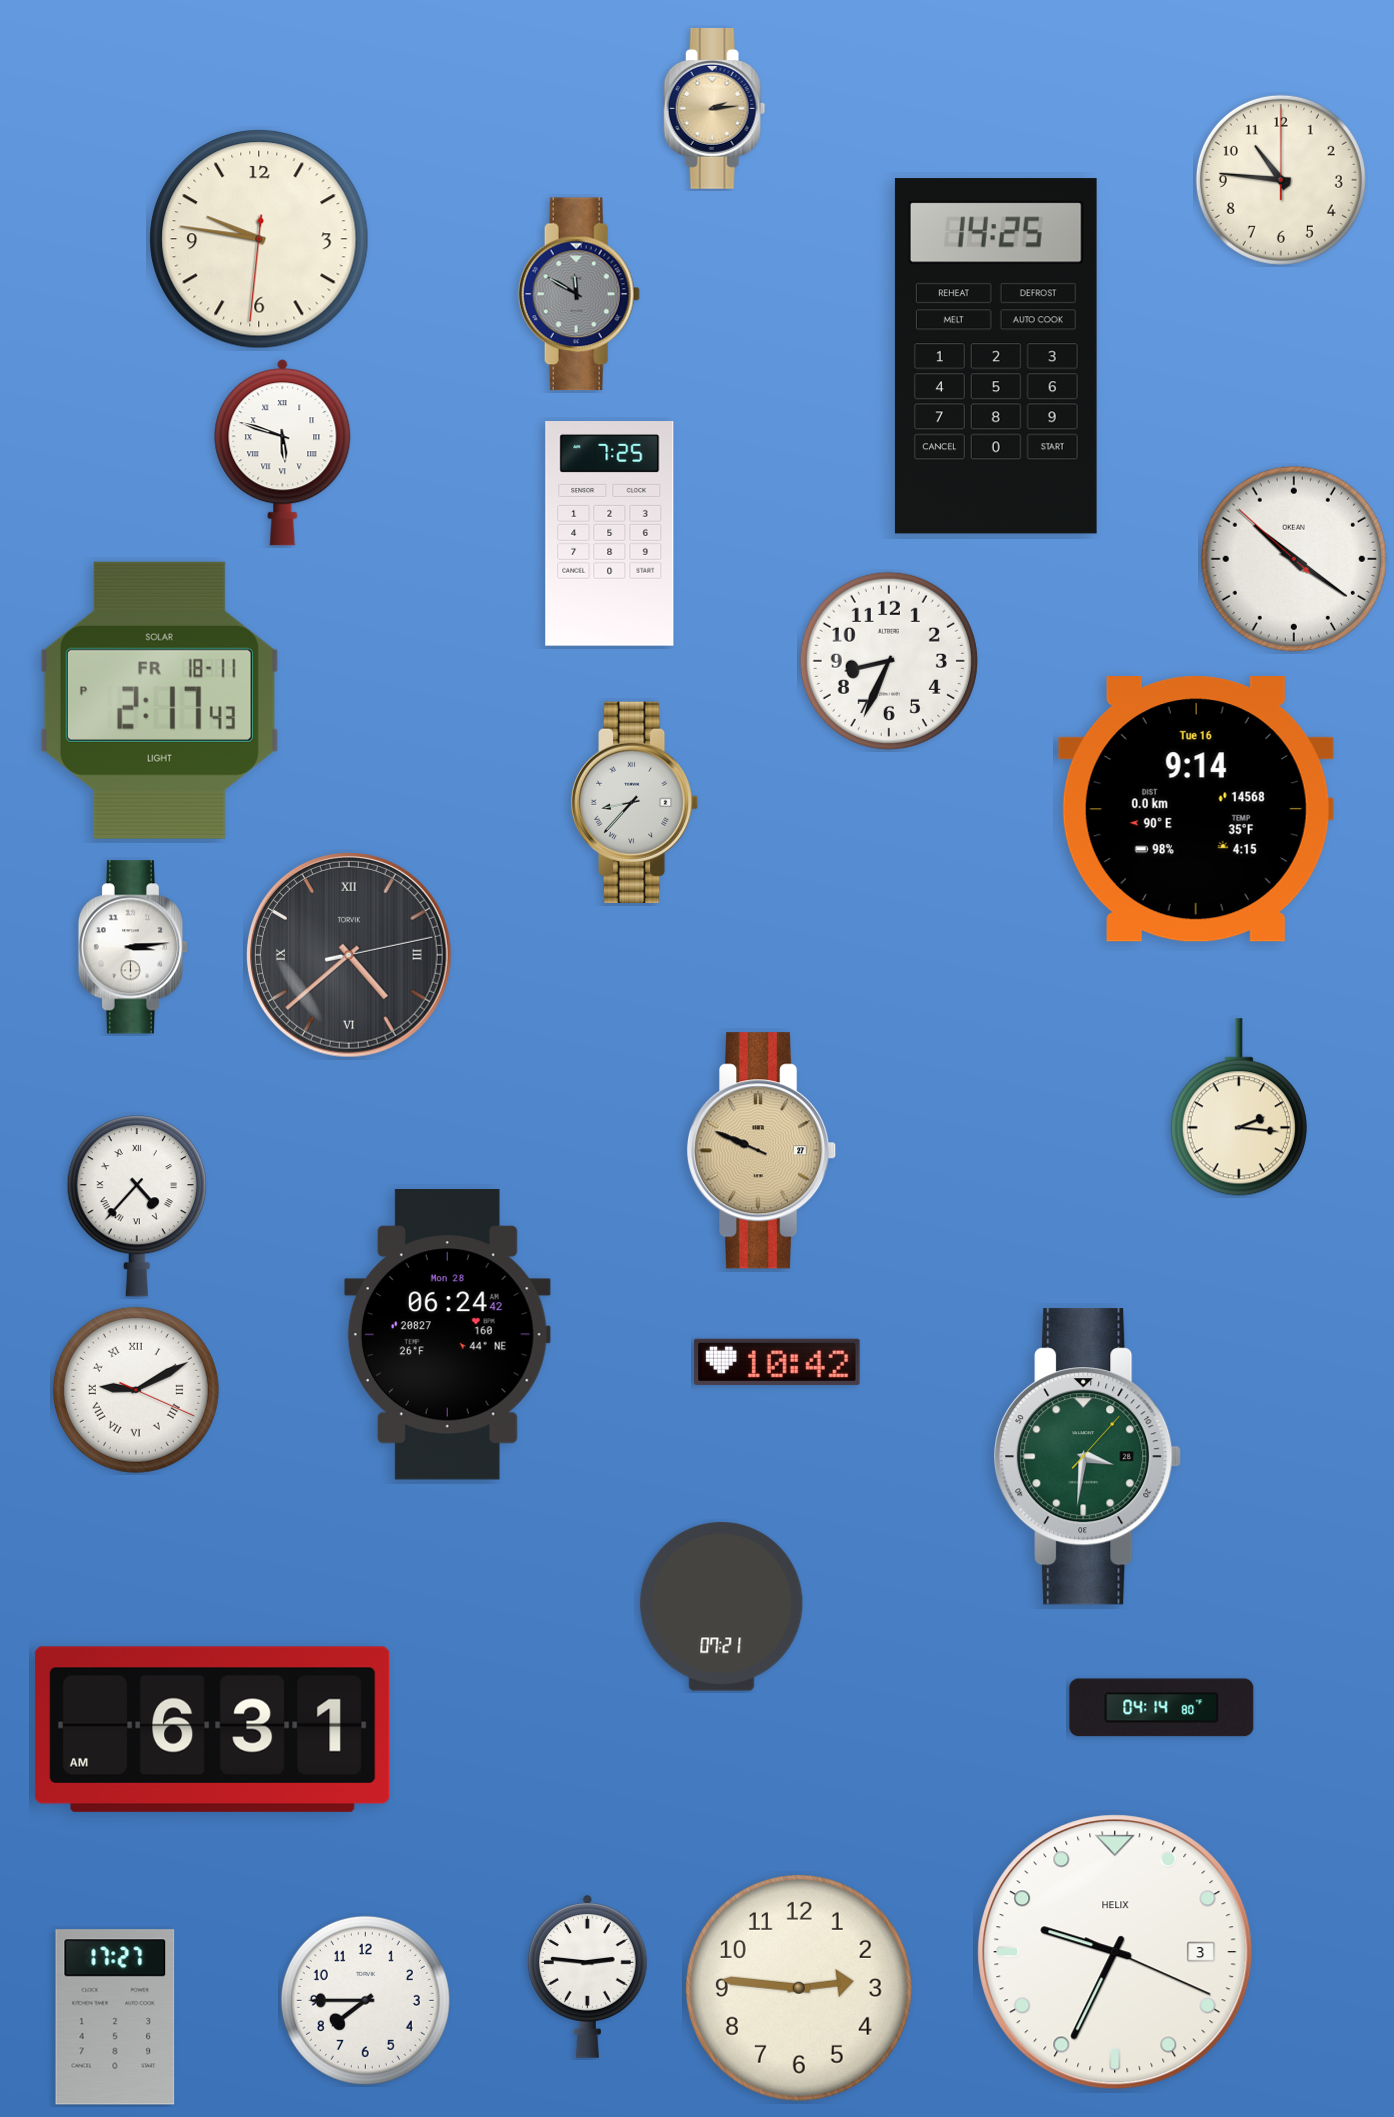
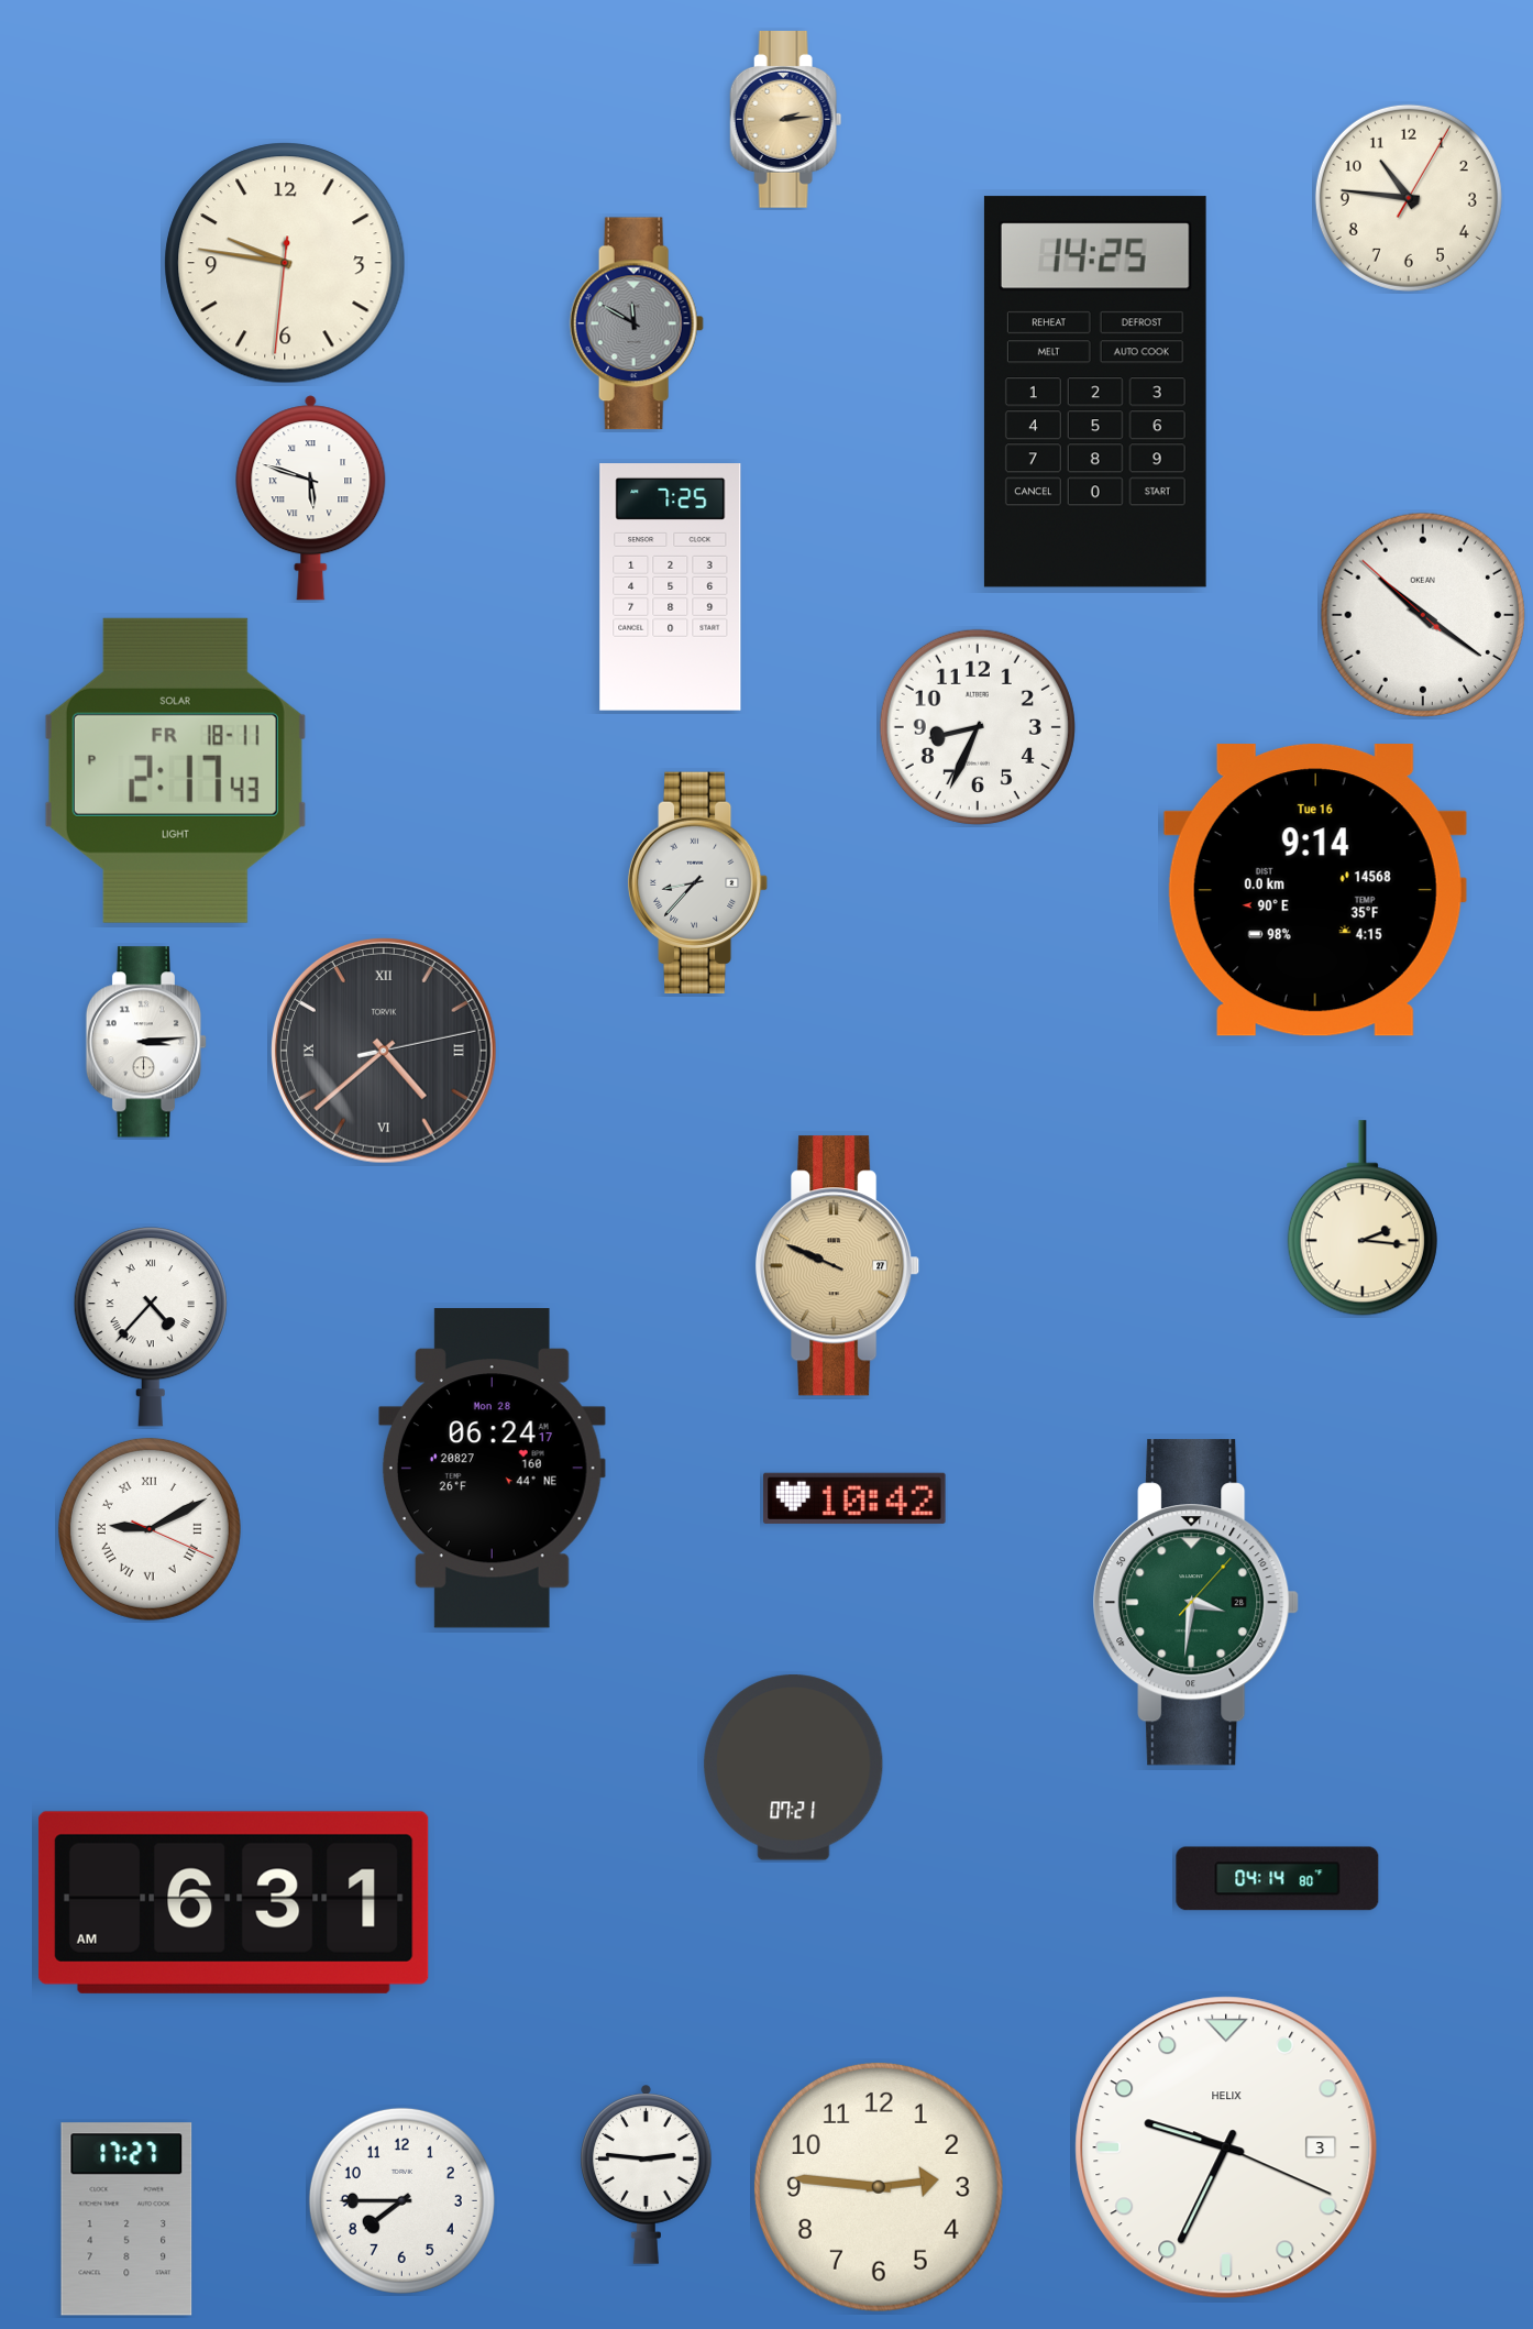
clock at (1281, 180): 10:46:00 -> 10:46:05
clock at (447, 1335): 06:24:42 -> 06:24:17
